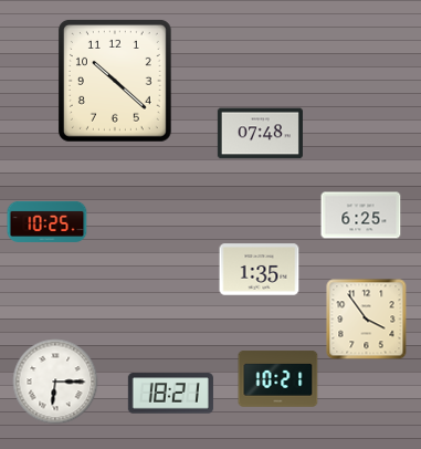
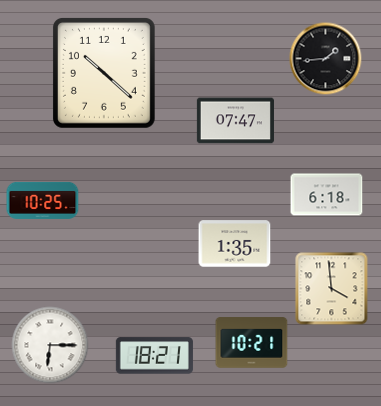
clock at (326, 59): none -> 1:44
clock at (260, 134): 07:48 -> 07:47
clock at (361, 216): 6:25 -> 6:18
clock at (367, 320): 3:54 -> 3:59
